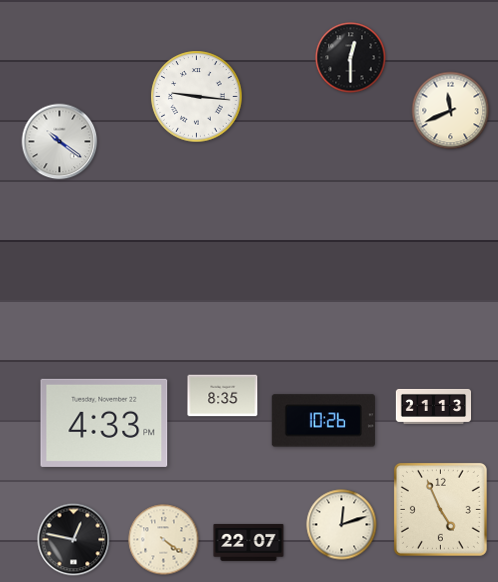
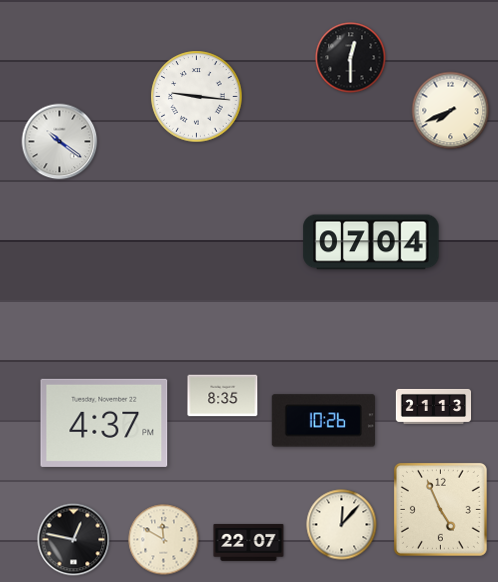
clock at (451, 111): 11:41 -> 7:41
clock at (371, 242): none -> 07:04
clock at (104, 423): 4:33 -> 4:37
clock at (342, 525): 12:12 -> 12:07
clock at (164, 540): 4:21 -> 11:50
